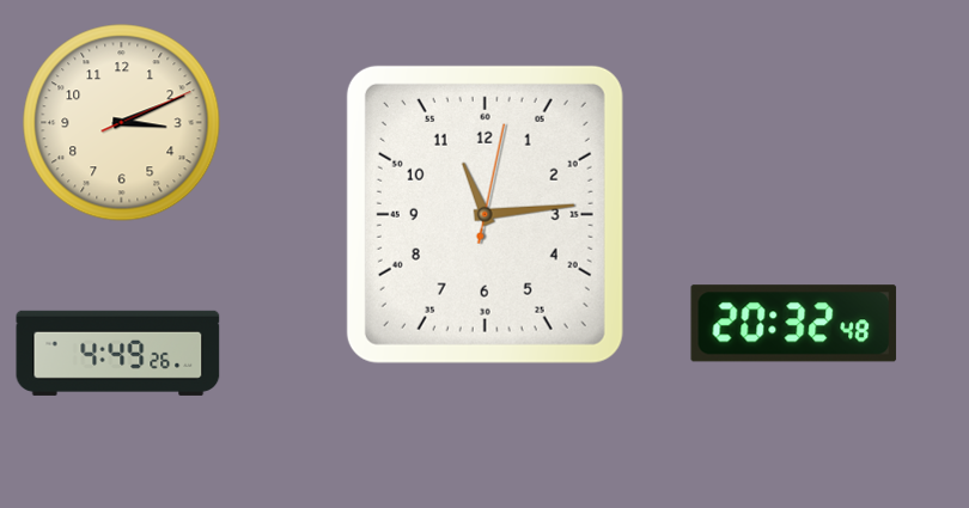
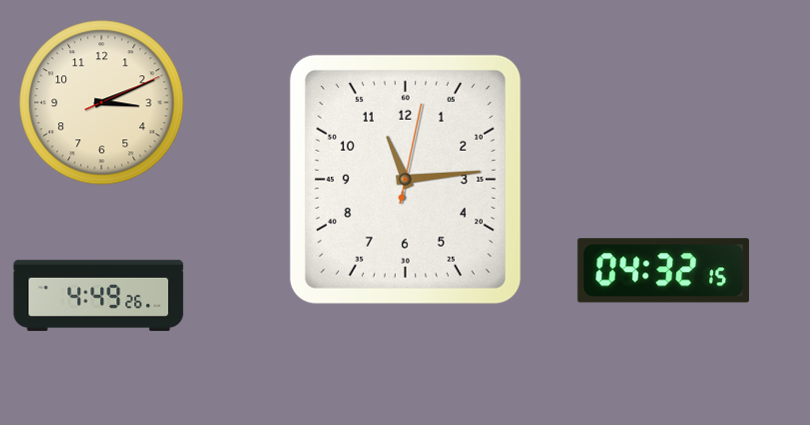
clock at (794, 324): 20:32 -> 04:32
